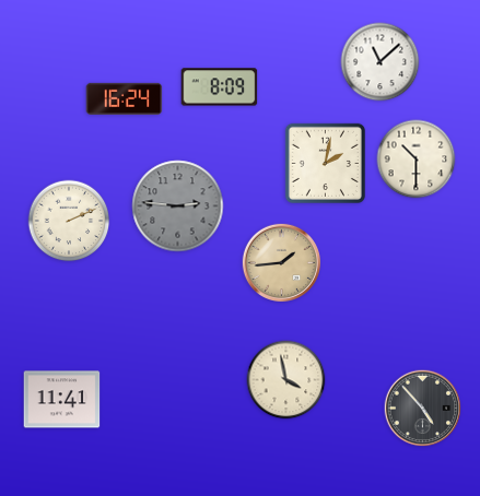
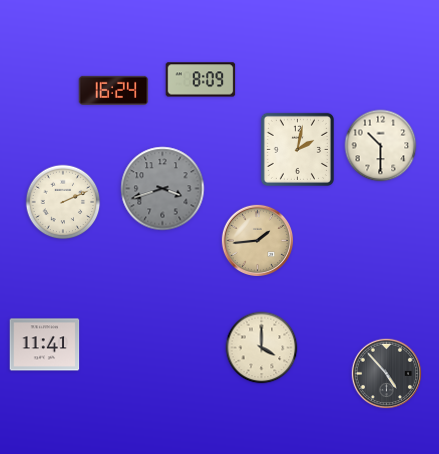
clock at (381, 62): 11:08 -> none
clock at (178, 206): 2:46 -> 3:42
clock at (286, 380): 3:58 -> 4:00
clock at (62, 400) position: (62, 400) -> (45, 345)
